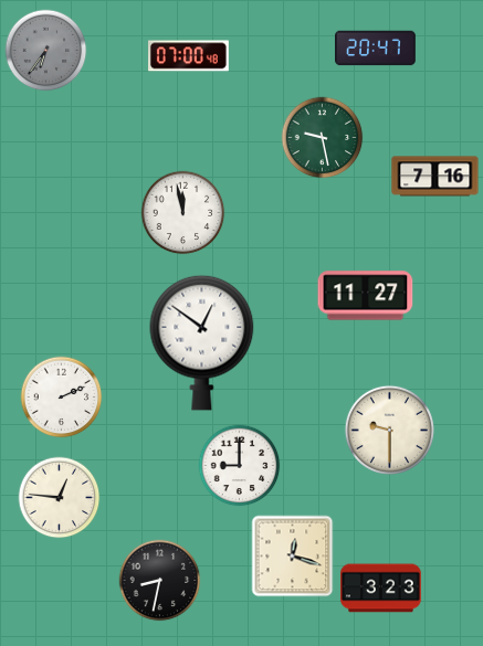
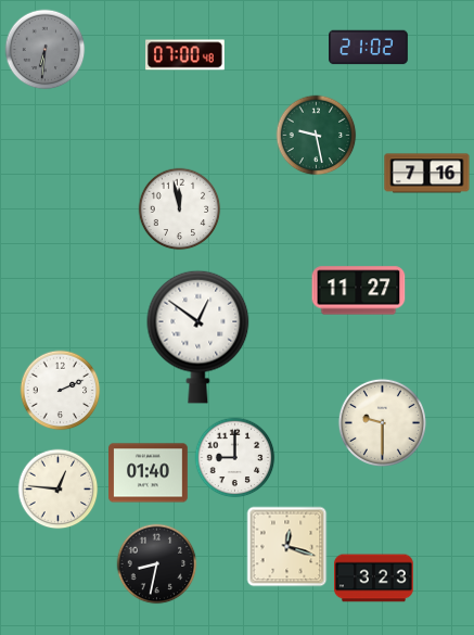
clock at (376, 49): 20:47 -> 21:02
clock at (46, 51): 6:36 -> 6:31
clock at (149, 473): none -> 01:40
clock at (160, 581) position: (160, 581) -> (157, 564)
